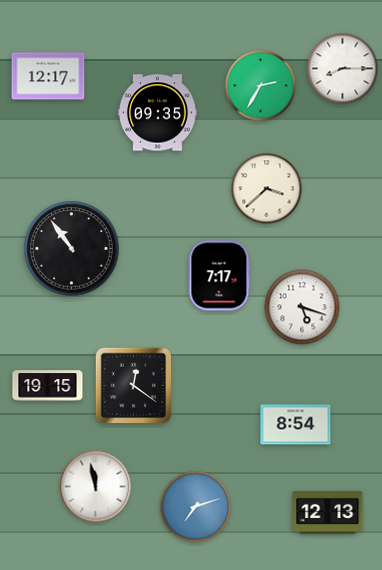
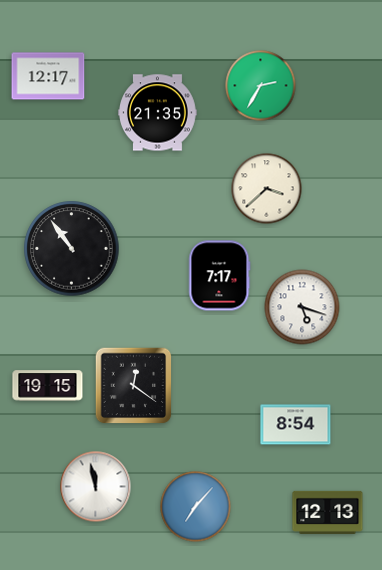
clock at (343, 69): 8:15 -> none
clock at (158, 113): 09:35 -> 21:35
clock at (196, 507): 7:12 -> 7:07
